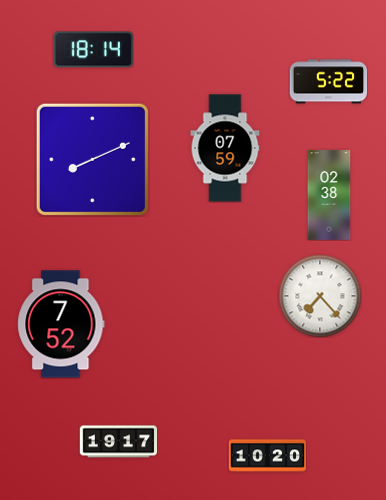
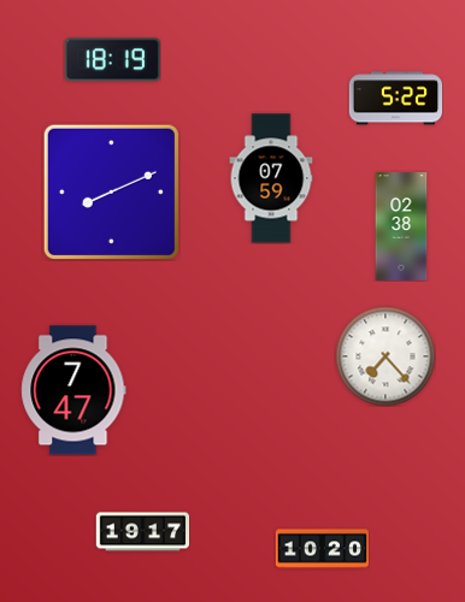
clock at (93, 50): 18:14 -> 18:19
clock at (329, 195) position: (329, 195) -> (401, 226)
clock at (61, 324): 7:52 -> 7:47
